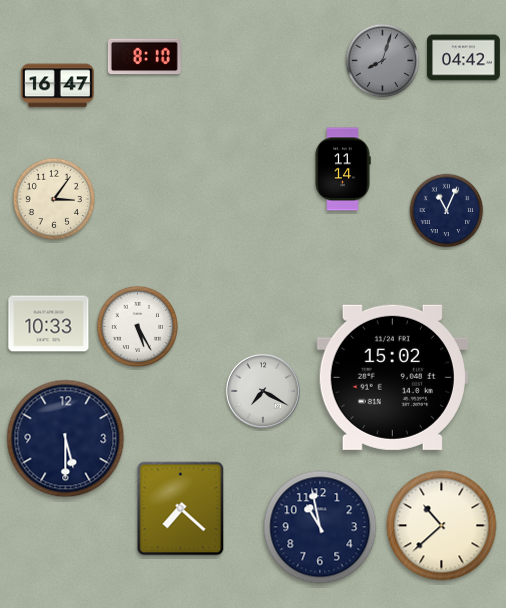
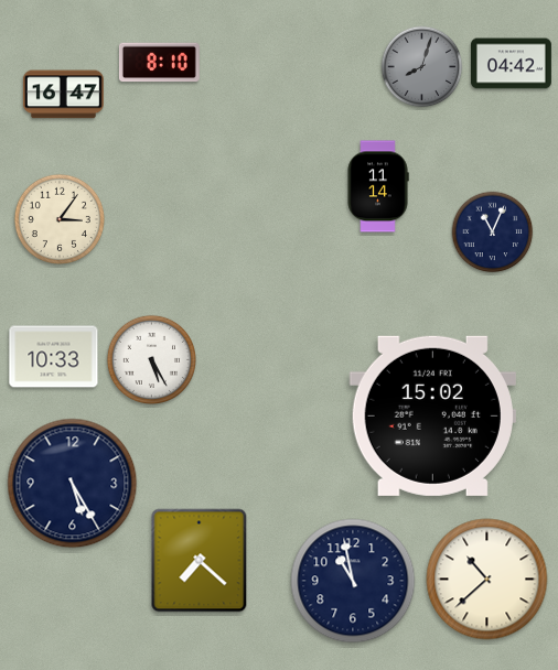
clock at (263, 391): 7:20 -> none
clock at (66, 439): 5:30 -> 5:25
